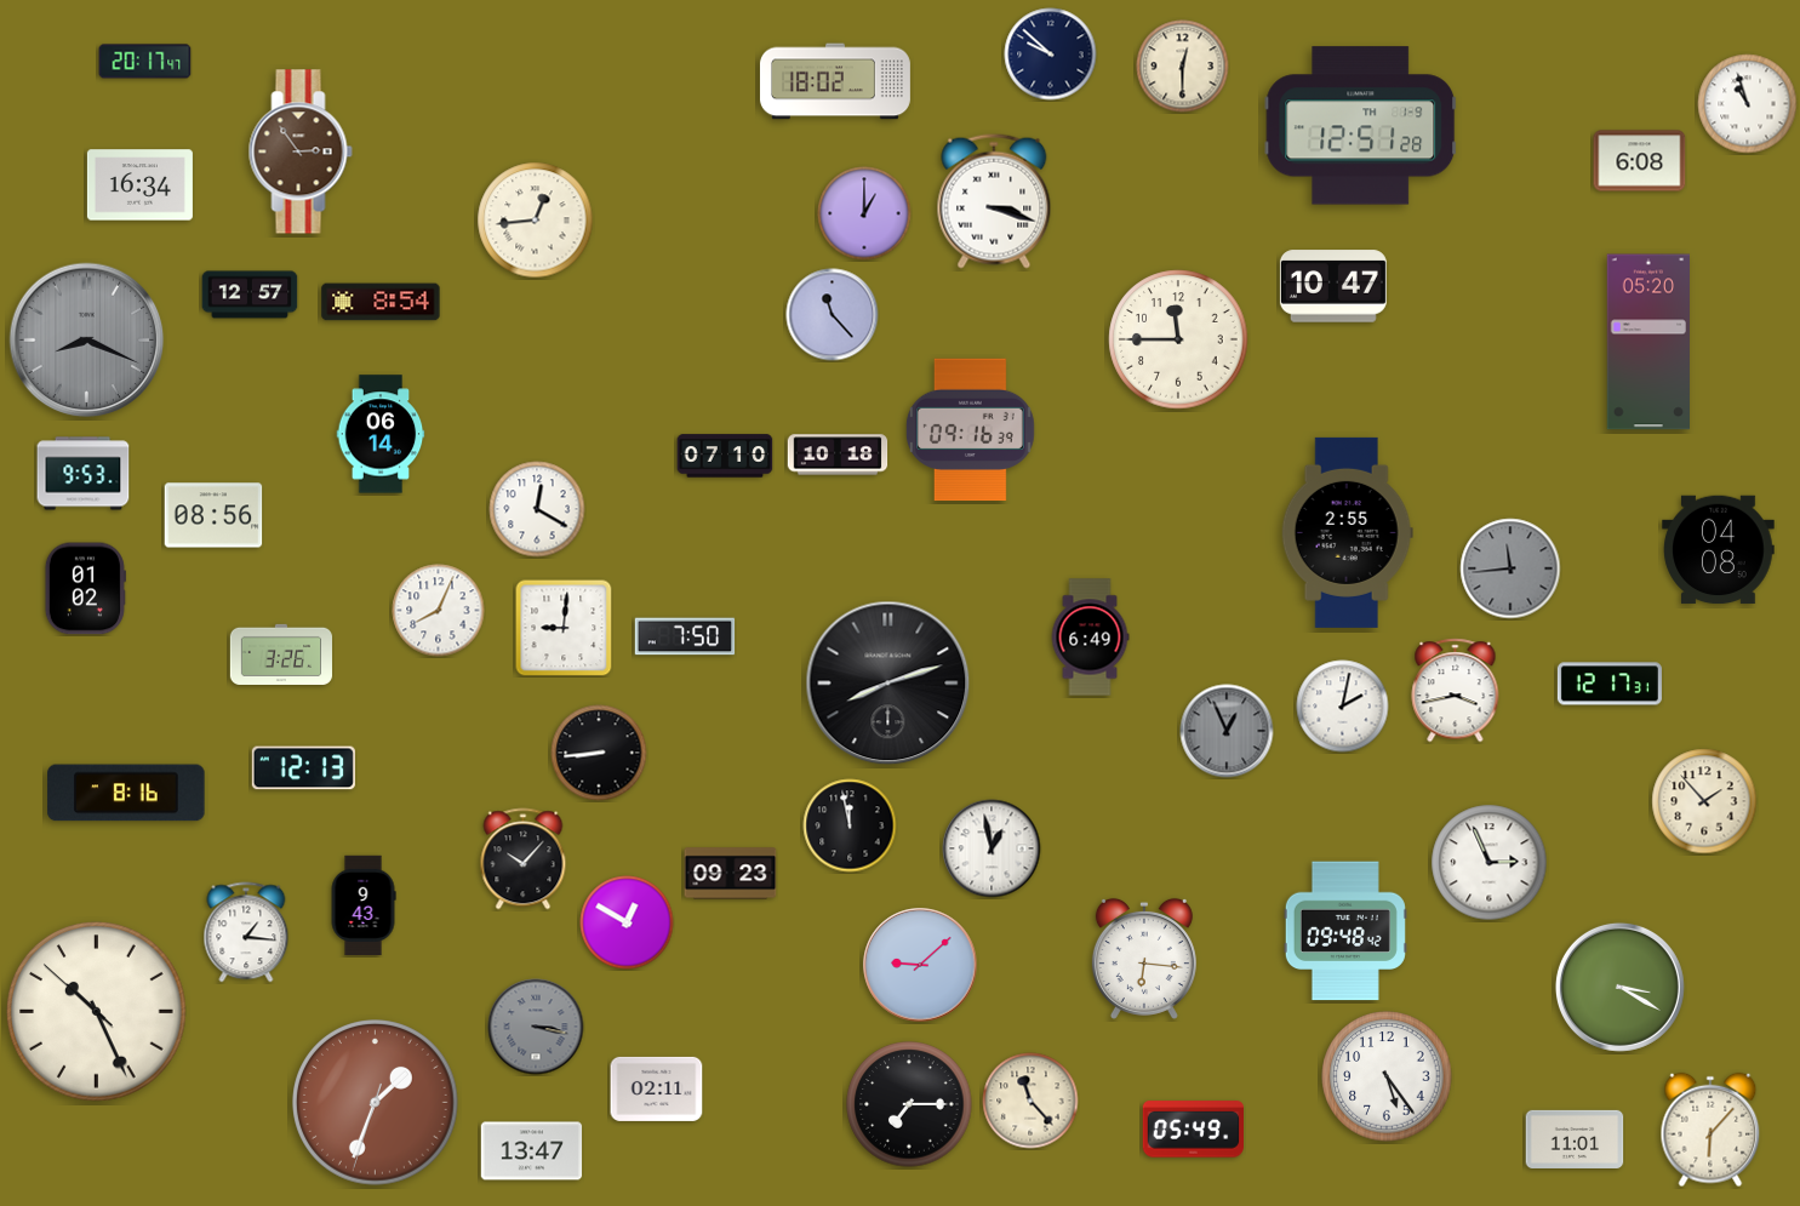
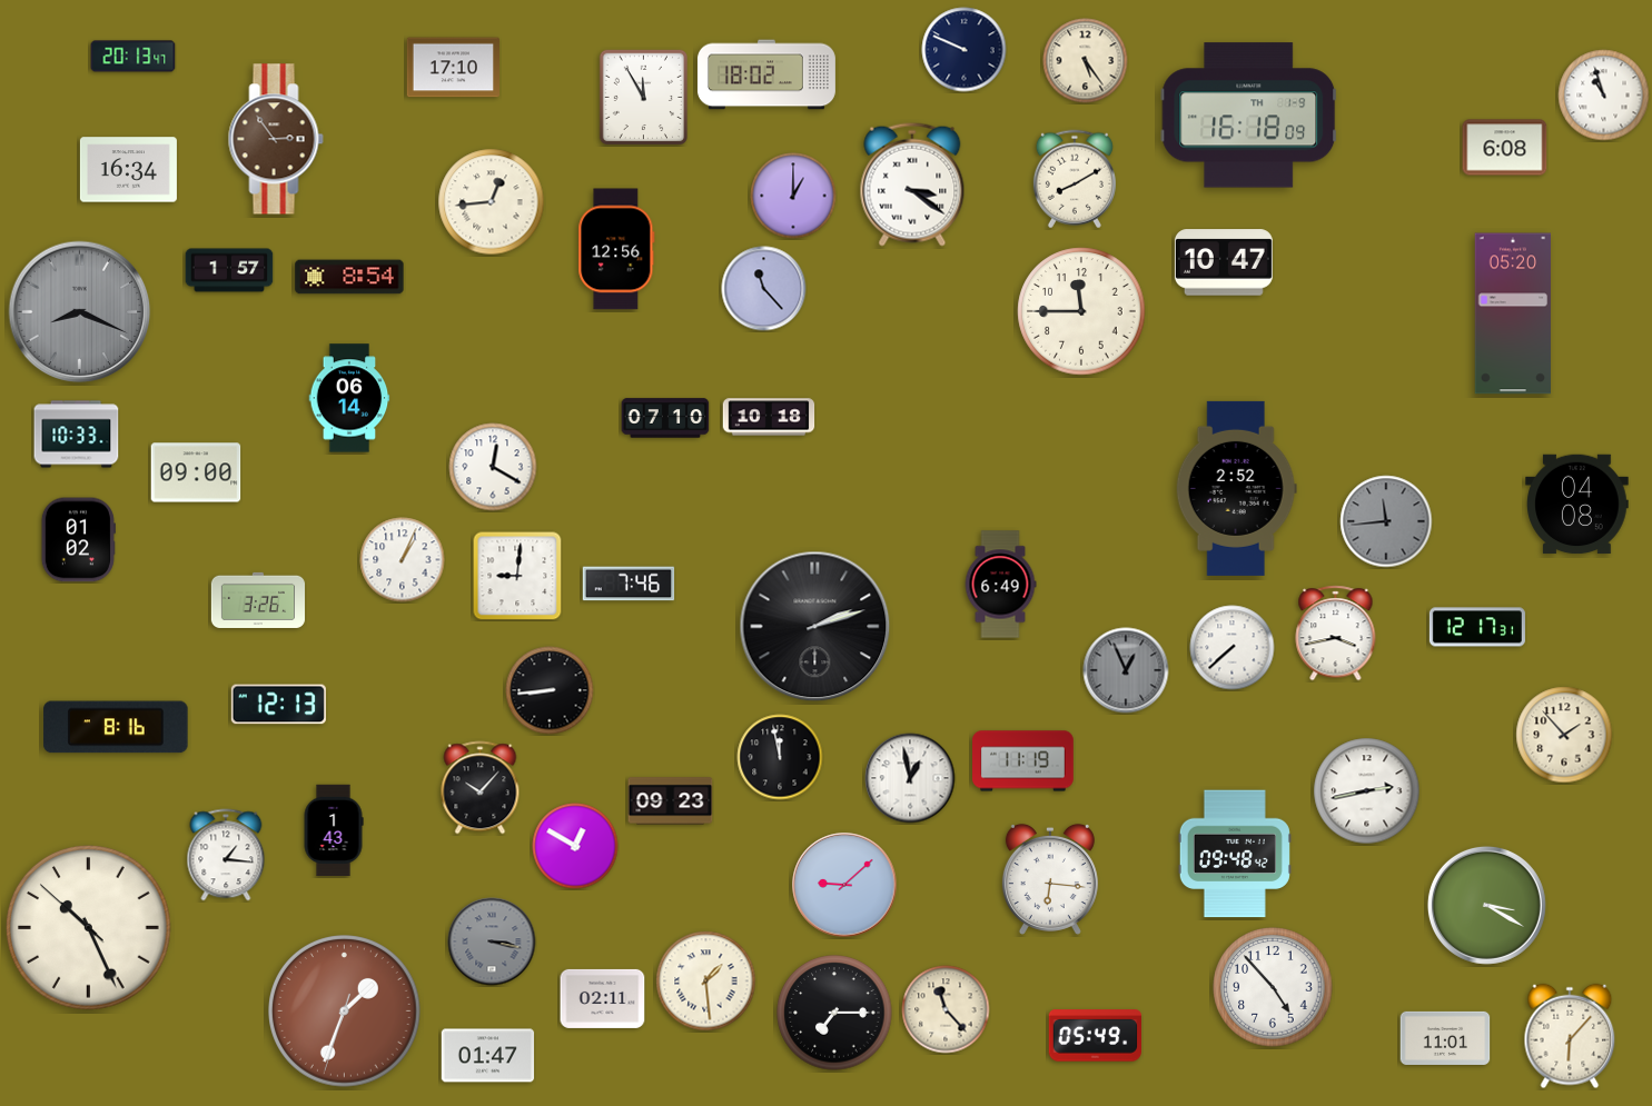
clock at (1051, 55): 9:52 -> 9:49
clock at (145, 62): 20:17 -> 20:13
clock at (1183, 67): 12:30 -> 5:24
clock at (453, 68): none -> 17:10
clock at (643, 97): none -> 11:55
clock at (1361, 126): 12:51 -> 16:18
clock at (1075, 179): none -> 8:10
clock at (994, 201): 3:18 -> 3:21
clock at (616, 249): none -> 12:56
clock at (250, 295): 12:57 -> 1:57
clock at (970, 430): 09:16 -> none
clock at (84, 474): 9:53 -> 10:33
clock at (213, 515): 08:56 -> 09:00
clock at (1347, 532): 2:55 -> 2:52
clock at (439, 611): 8:04 -> 1:04
clock at (685, 636): 7:50 -> 7:46
clock at (888, 684): 8:12 -> 2:12
clock at (1343, 707): 2:02 -> 7:38
clock at (1023, 761): none -> 11:19
clock at (1490, 863): 2:56 -> 2:43
clock at (364, 905): 9:43 -> 1:43
clock at (706, 982): none -> 1:29
clock at (1387, 1076): 5:24 -> 4:53
clock at (1575, 1139) position: (1575, 1139) -> (1445, 1038)
clock at (532, 1151): 13:47 -> 01:47
